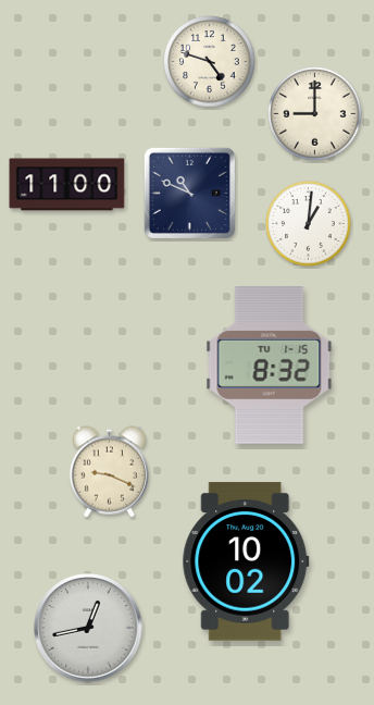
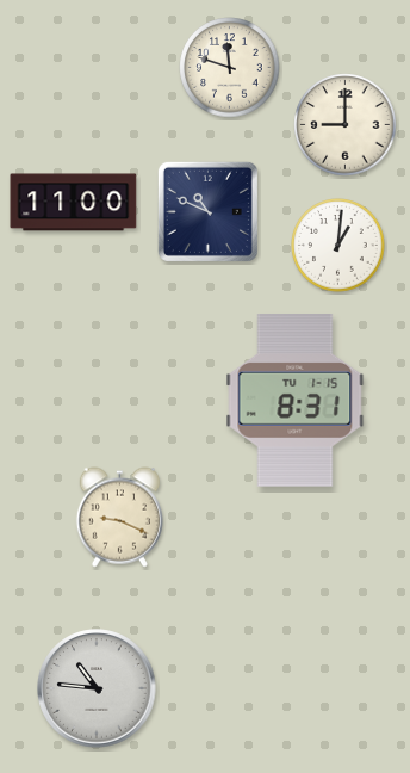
clock at (210, 62): 4:48 -> 11:48
clock at (270, 366): 8:32 -> 8:31
clock at (246, 561): 10:02 -> none
clock at (88, 628): 12:43 -> 10:46
